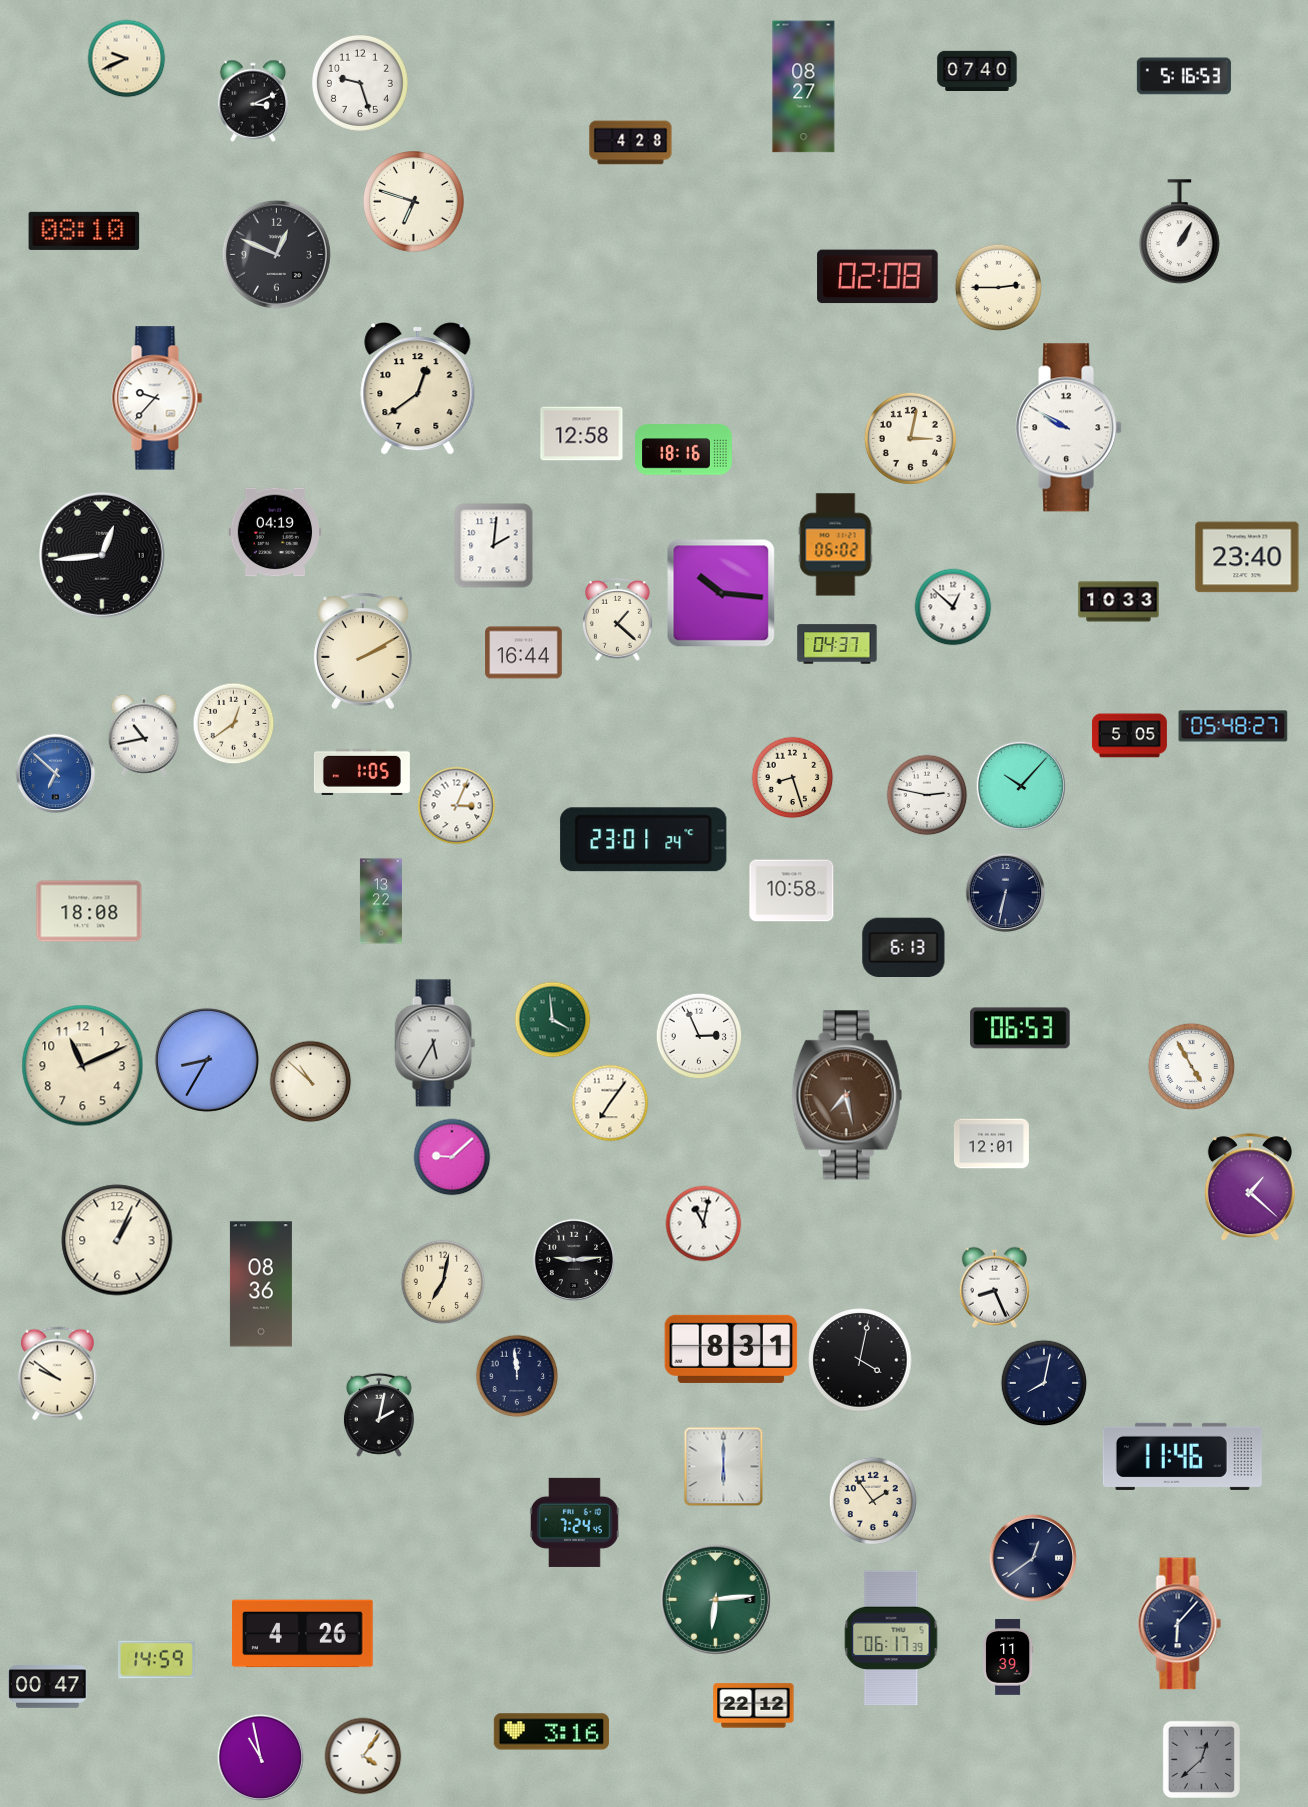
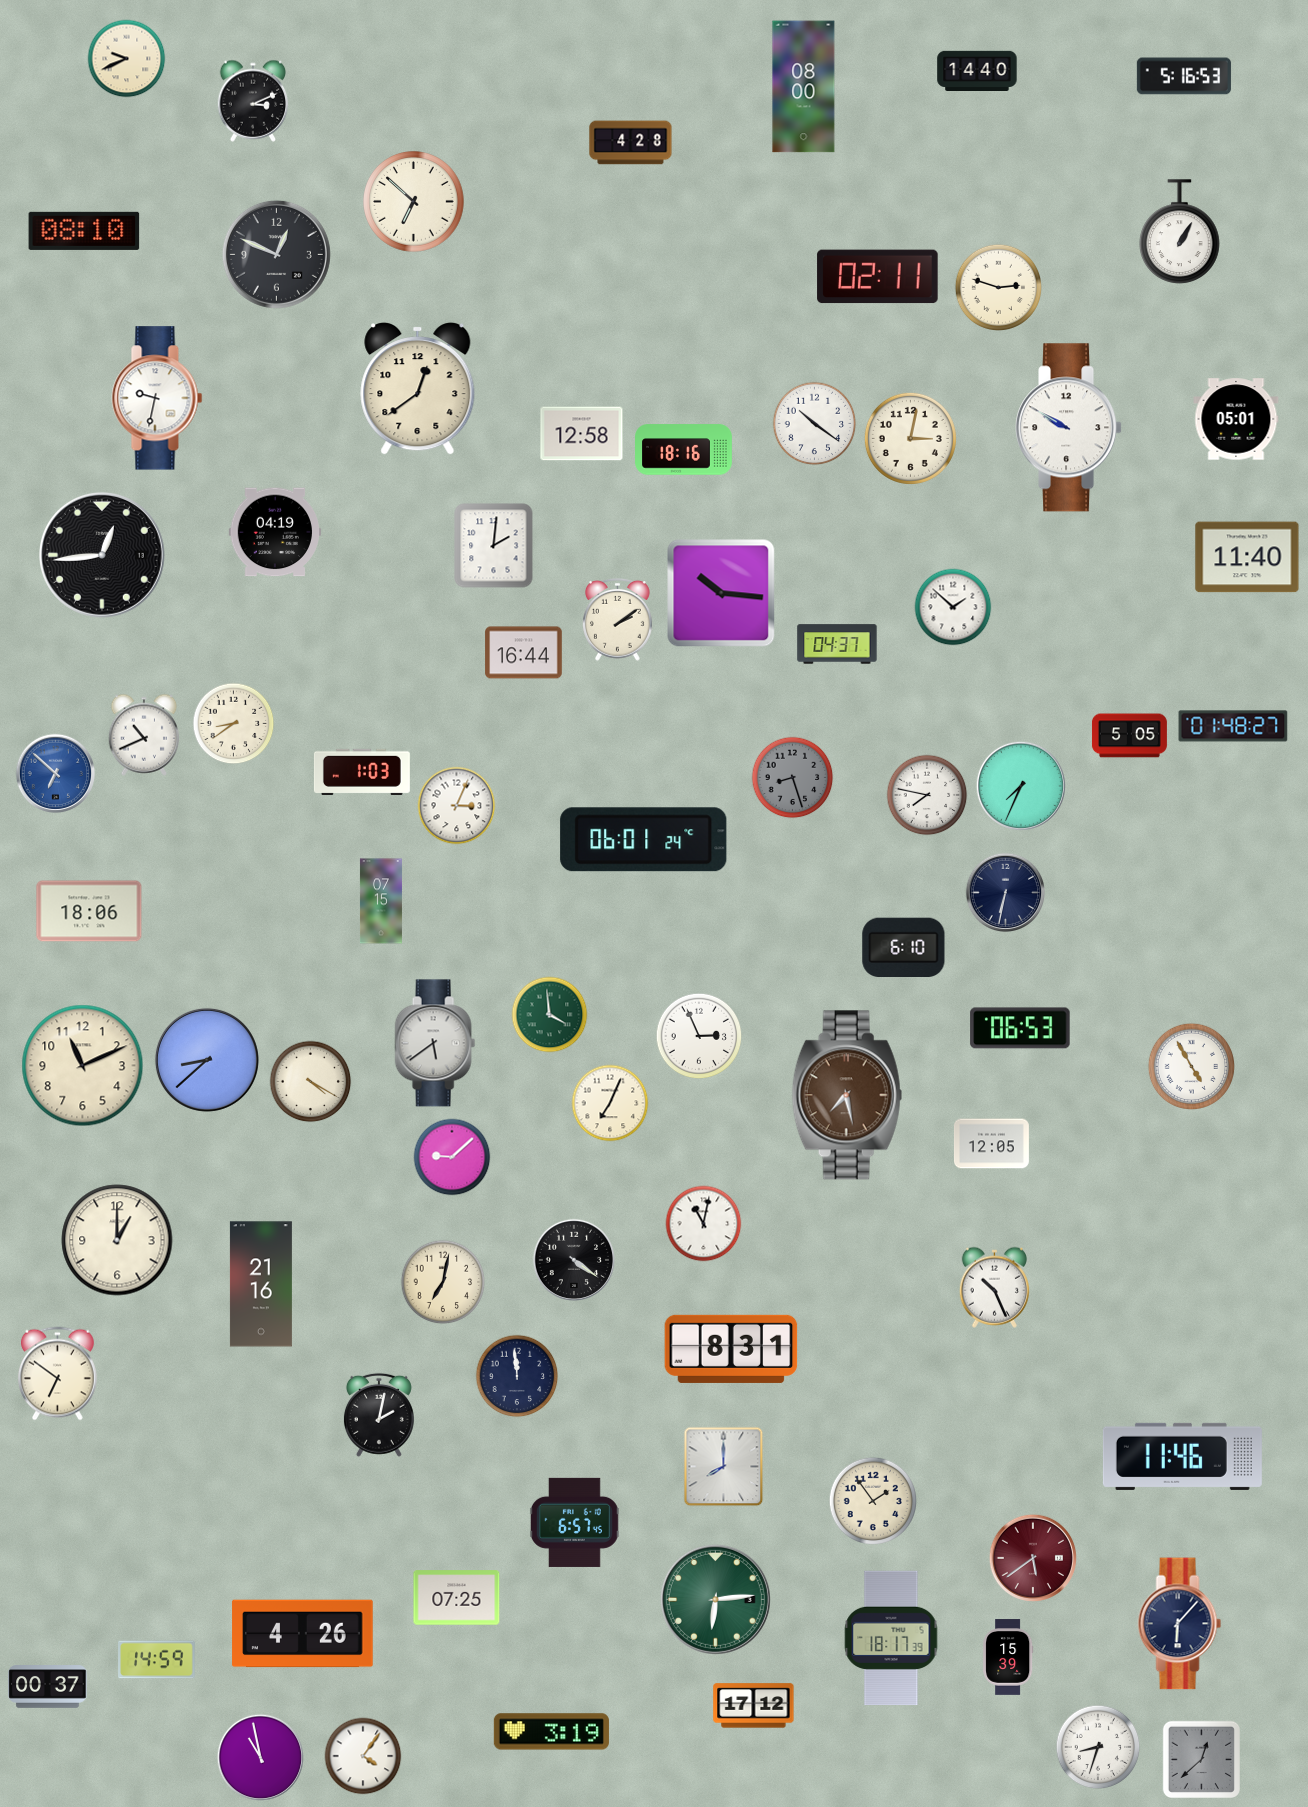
clock at (977, 70): 07:40 -> 14:40
clock at (360, 83): 9:27 -> none
clock at (804, 87): 08:27 -> 08:00
clock at (414, 202): 6:48 -> 6:52
clock at (878, 277): 02:08 -> 02:11
clock at (998, 287): 2:45 -> 2:48
clock at (157, 398): 9:37 -> 9:32
clock at (1236, 419): none -> 05:01
clock at (815, 424): none -> 10:21
clock at (836, 545): 06:02 -> none
clock at (1247, 557): 23:40 -> 11:40
clock at (1119, 602): 10:33 -> none
clock at (953, 607): 12:52 -> 1:52
clock at (618, 619): 1:22 -> 2:09
clock at (363, 651): 2:10 -> none
clock at (234, 724): 12:39 -> 8:39
clock at (1233, 726): 05:48 -> 01:48
clock at (144, 735): 10:43 -> 10:41
clock at (362, 772): 1:05 -> 1:03
clock at (793, 778) dial: cream -> grey
clock at (1021, 786): 10:07 -> 7:34
clock at (927, 795): 2:47 -> 7:47
clock at (644, 840): 23:01 -> 06:01
clock at (792, 891): 10:58 -> none
clock at (381, 901): 13:22 -> 07:15
clock at (89, 911): 18:08 -> 18:06
clock at (904, 948): 6:13 -> 6:10
clock at (553, 1020) position: (553, 1020) -> (550, 1015)
clock at (435, 1043): 5:35 -> 5:39
clock at (207, 1060): 8:35 -> 8:38
clock at (311, 1082): 10:52 -> 4:20
clock at (610, 1103): 7:06 -> 7:04
clock at (991, 1144): 12:01 -> 12:05
clock at (1250, 1188): 1:22 -> none
clock at (117, 1240): 1:04 -> 1:00
clock at (573, 1259): 9:14 -> 4:21
clock at (261, 1284): 08:36 -> 21:16
clock at (994, 1287): 8:26 -> 10:26
clock at (860, 1360): 4:02 -> none
clock at (58, 1374): 9:51 -> 6:51
clock at (1044, 1383): 8:02 -> none
clock at (724, 1467): 6:00 -> 8:00
clock at (574, 1522): 7:24 -> 6:57
clock at (1033, 1558): 12:39 -> 5:39
clock at (1033, 1558) dial: navy -> burgundy
clock at (457, 1598): none -> 07:25
clock at (891, 1638): 06:17 -> 18:17
clock at (1008, 1657): 11:39 -> 15:39
clock at (48, 1687): 00:47 -> 00:37
clock at (754, 1706): 22:12 -> 17:12
clock at (551, 1732): 3:16 -> 3:19
clock at (1098, 1747): none -> 8:33
